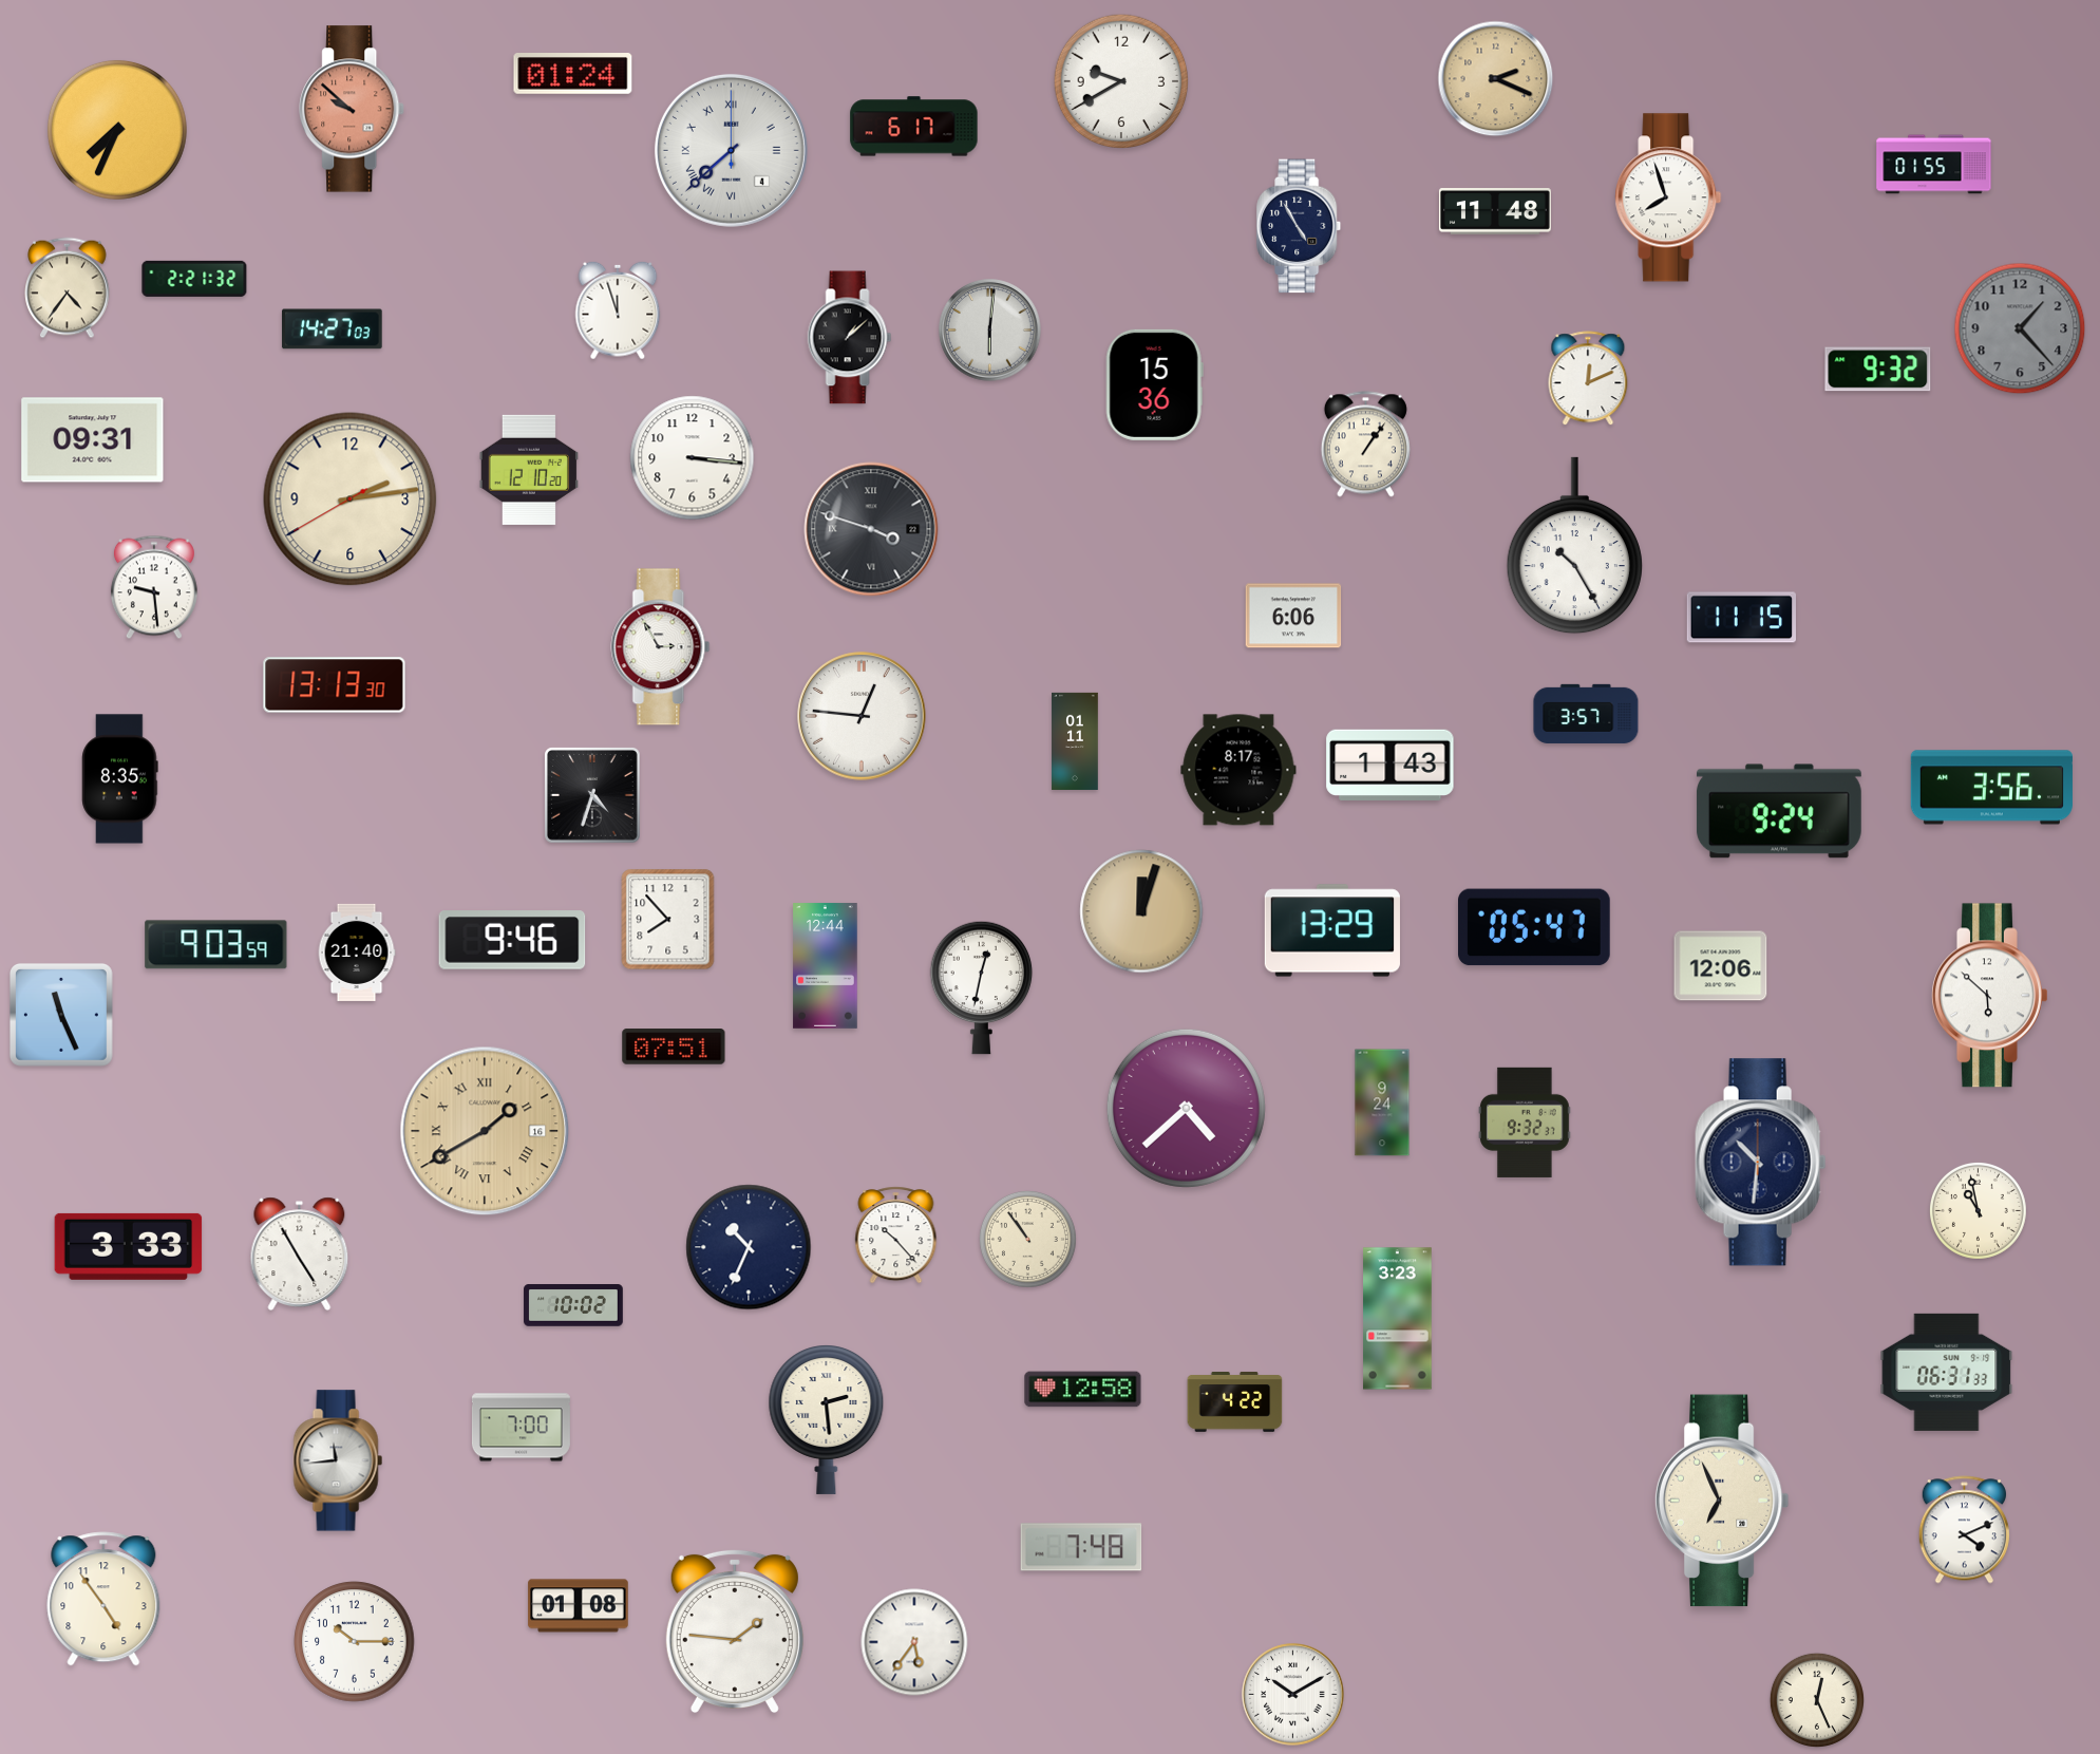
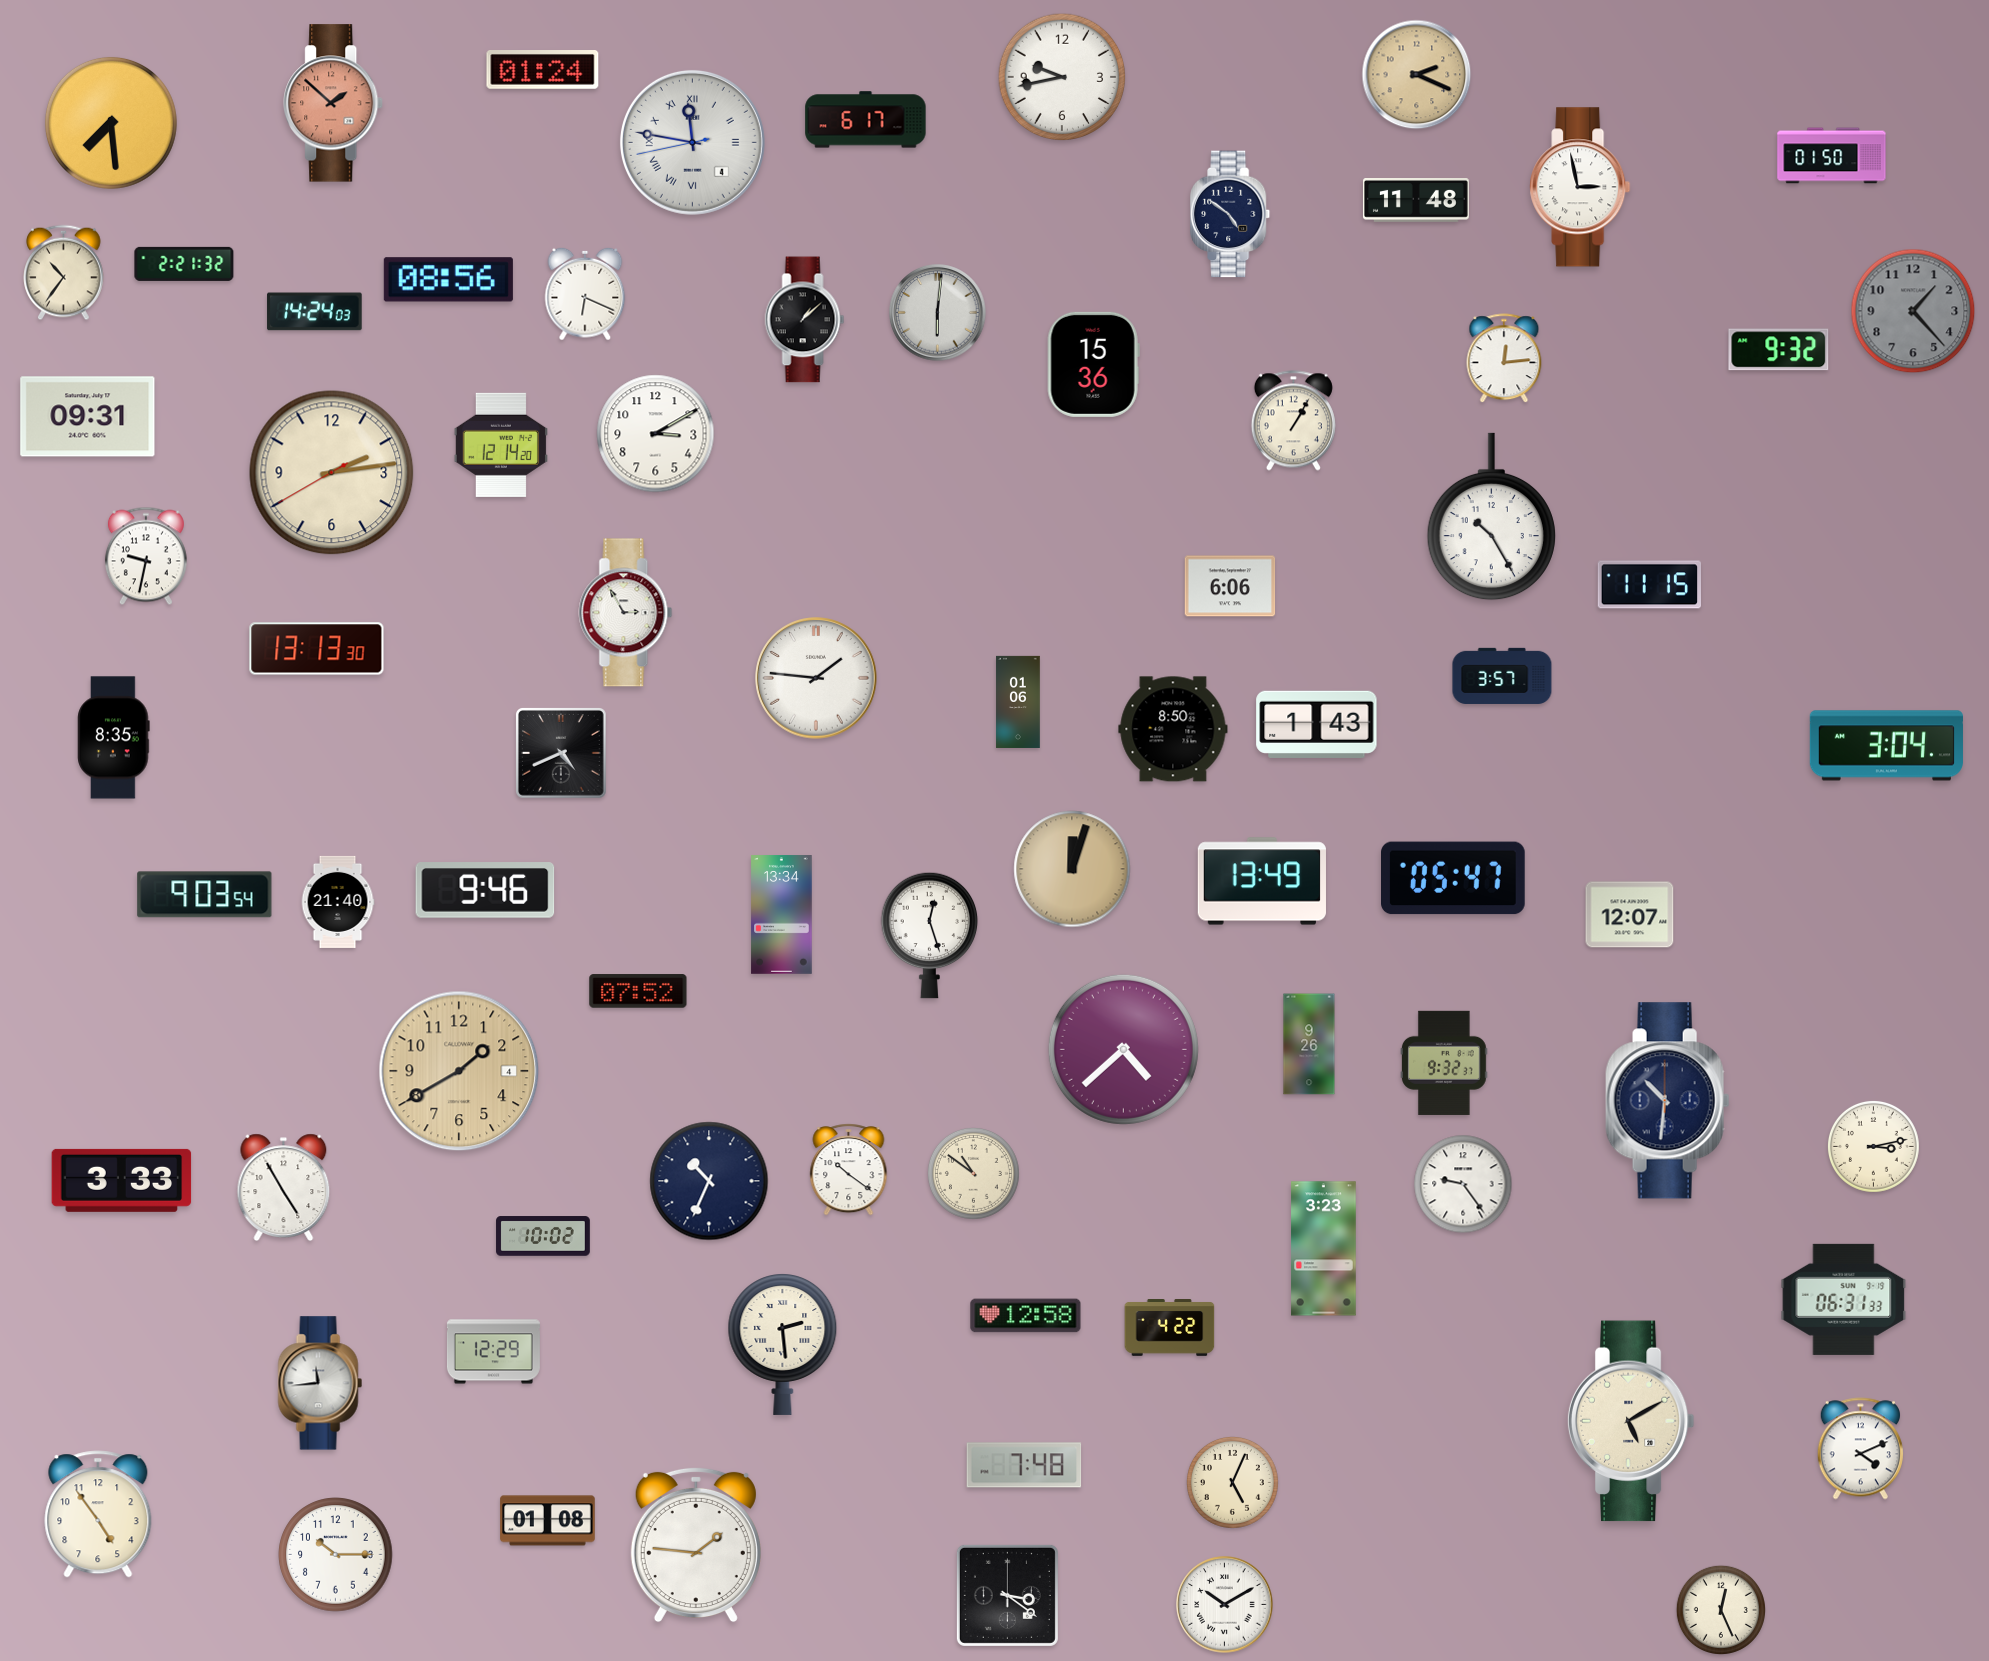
clock at (1121, 81): 9:40 -> 9:43
clock at (353, 109): 9:52 -> 1:52
clock at (117, 130): 7:34 -> 7:29
clock at (731, 150): 7:38 -> 11:46
clock at (1934, 165): 01:55 -> 01:50
clock at (1668, 197): 7:57 -> 2:58
clock at (1300, 226): 4:55 -> 4:51
clock at (68, 288): 4:36 -> 10:36
clock at (448, 280): none -> 08:56
clock at (618, 310): 11:57 -> 6:19
clock at (333, 329): 14:27 -> 14:24
clock at (1588, 379): 12:11 -> 12:14
clock at (1365, 445): 1:06 -> 1:05
clock at (693, 458): 3:16 -> 3:10
clock at (529, 470): 12:10 -> 12:14
clock at (871, 529): 3:48 -> none
clock at (154, 587): 9:29 -> 9:32
clock at (1293, 616) position: (1293, 616) -> (1230, 586)
clock at (862, 716): 12:46 -> 1:46
clock at (1075, 741): 01:11 -> 01:06
clock at (1238, 770): 8:17 -> 8:50
clock at (1991, 788): 3:56 -> 3:04
clock at (593, 796): 4:33 -> 4:41
clock at (1779, 811): 9:24 -> none
clock at (1141, 911) position: (1141, 911) -> (1072, 869)
clock at (668, 920): 7:53 -> none
clock at (1331, 930): 13:29 -> 13:49
clock at (216, 945): 9:03:59 -> 9:03:54
clock at (826, 966): 12:44 -> 13:34
clock at (1721, 966): 12:06 -> 12:07
clock at (982, 987): 12:32 -> 12:27
clock at (1990, 996): 5:52 -> none
clock at (61, 1015): 11:26 -> none
clock at (674, 1046): 07:51 -> 07:52
clock at (1382, 1102): 9:24 -> 9:26
clock at (485, 1131) date: 16 -> 4
clock at (485, 1131) numerals: Roman -> Arabic
clock at (1978, 1210): 10:58 -> 3:13
clock at (896, 1236): 10:23 -> 10:21
clock at (1027, 1239): 10:54 -> 10:51
clock at (1463, 1184): none -> 9:24
clock at (521, 1428): 7:00 -> 12:29
clock at (1722, 1501): 6:56 -> 5:10
clock at (1232, 1482): none -> 5:04
clock at (914, 1642): 5:36 -> none
clock at (1007, 1595): none -> 3:21
